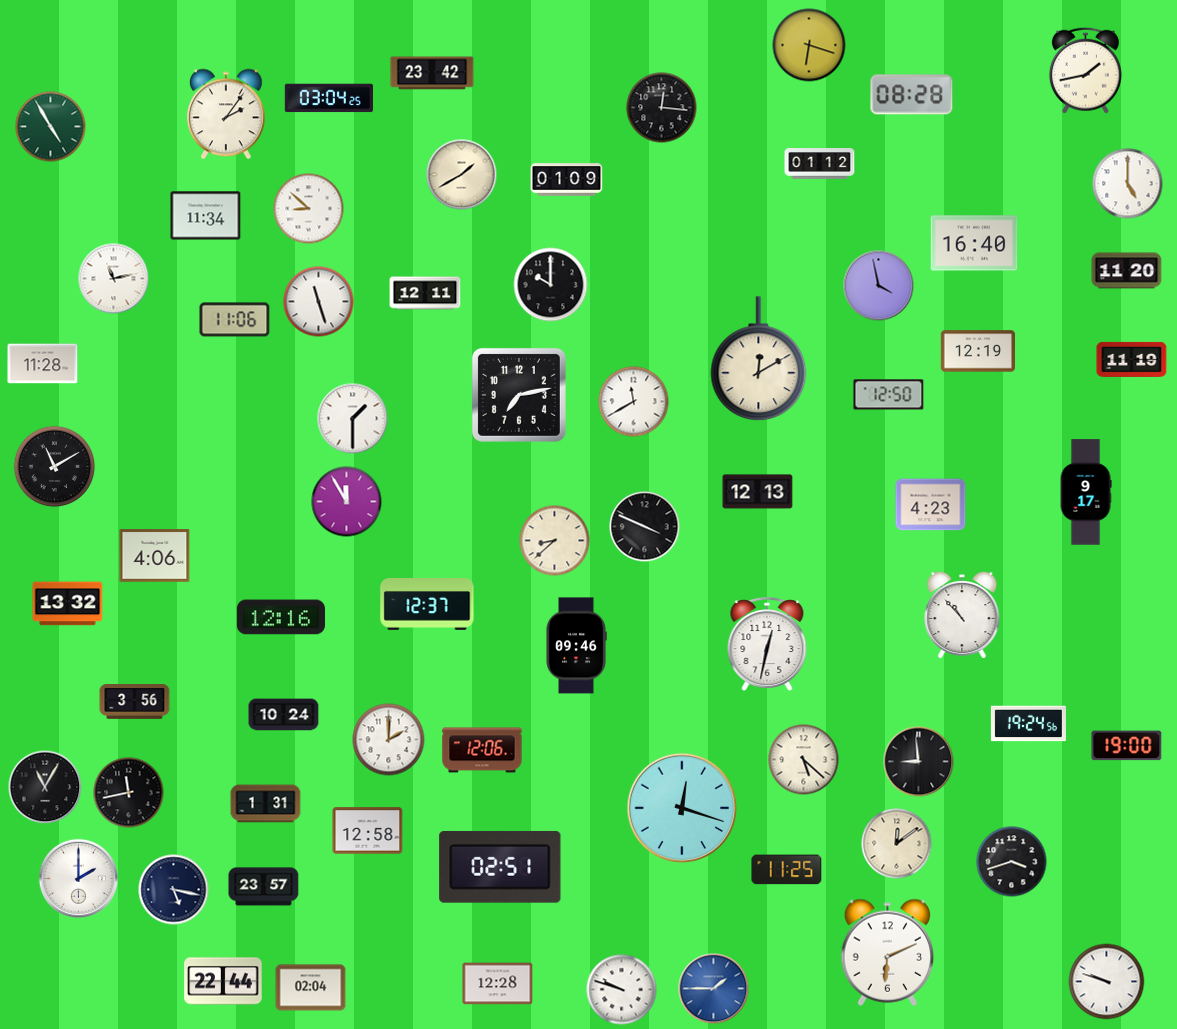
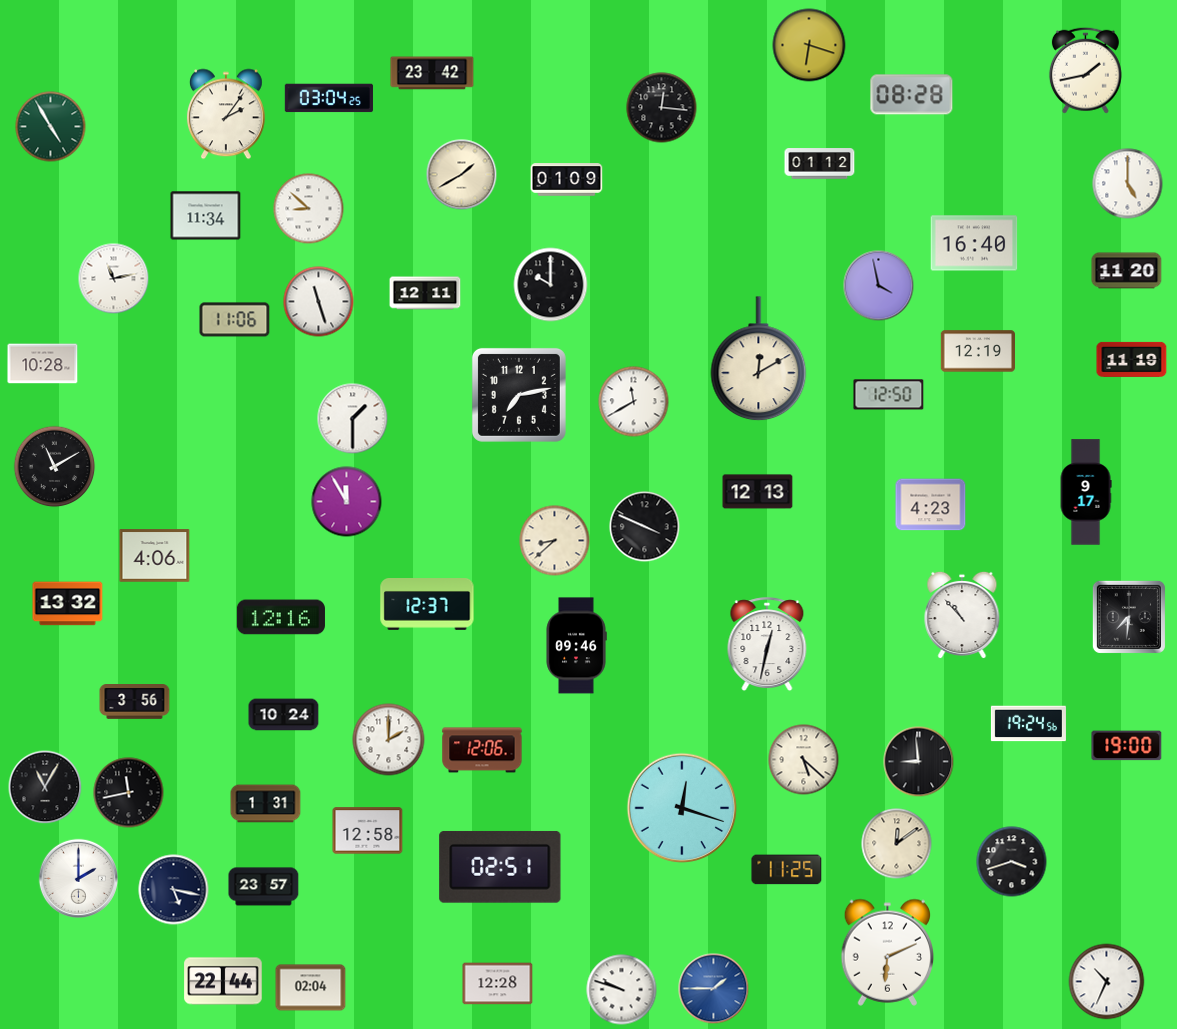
clock at (43, 364): 11:28 -> 10:28
clock at (1129, 617): none -> 7:31
clock at (1107, 982): 9:48 -> 10:34
